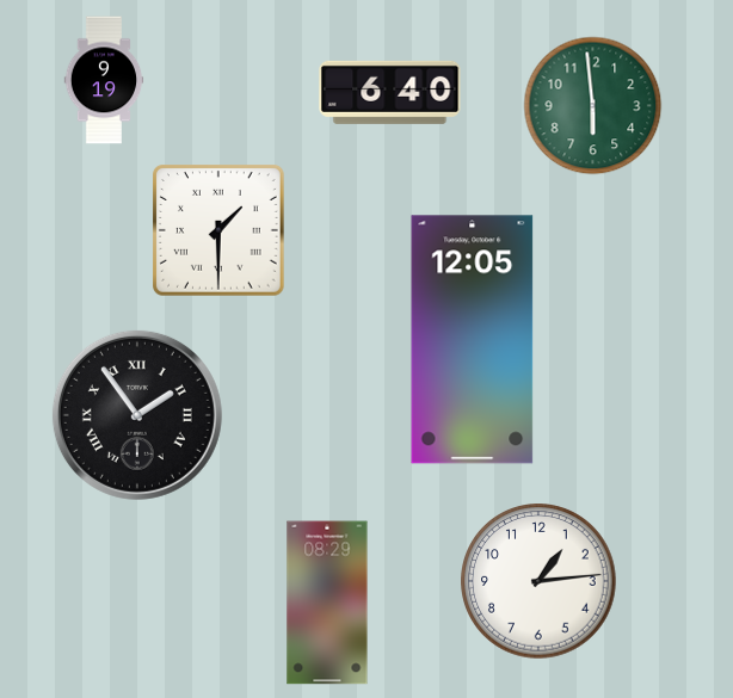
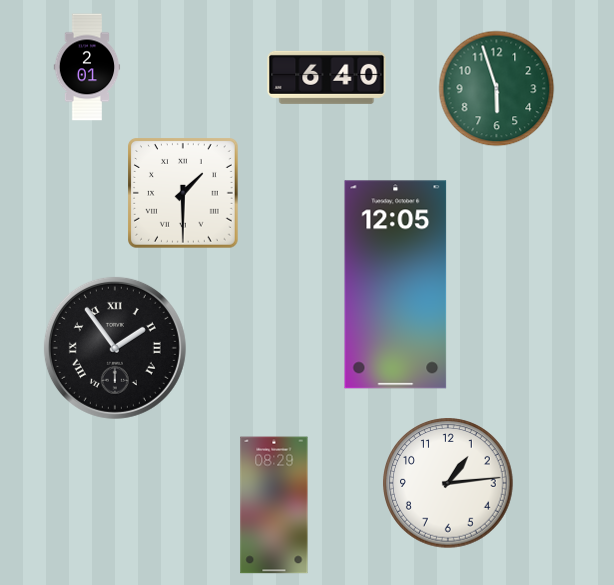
clock at (104, 80): 9:19 -> 2:01
clock at (593, 106): 5:59 -> 5:57
clock at (538, 581) position: (538, 581) -> (448, 483)
